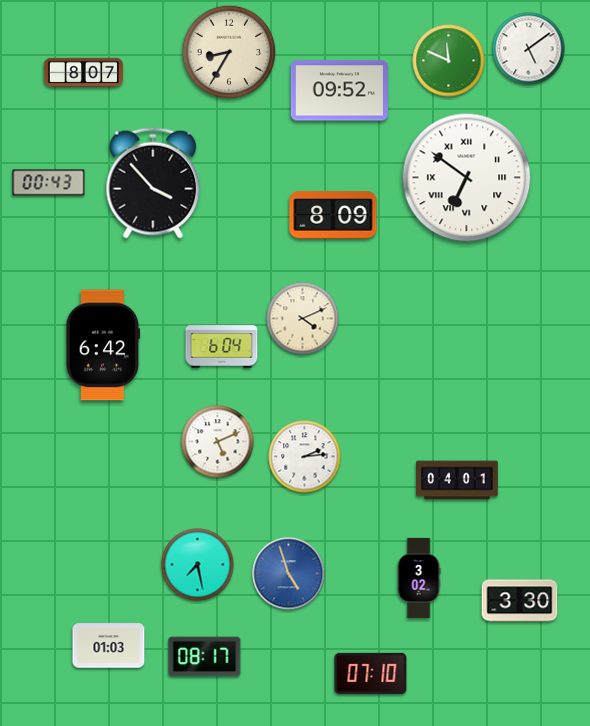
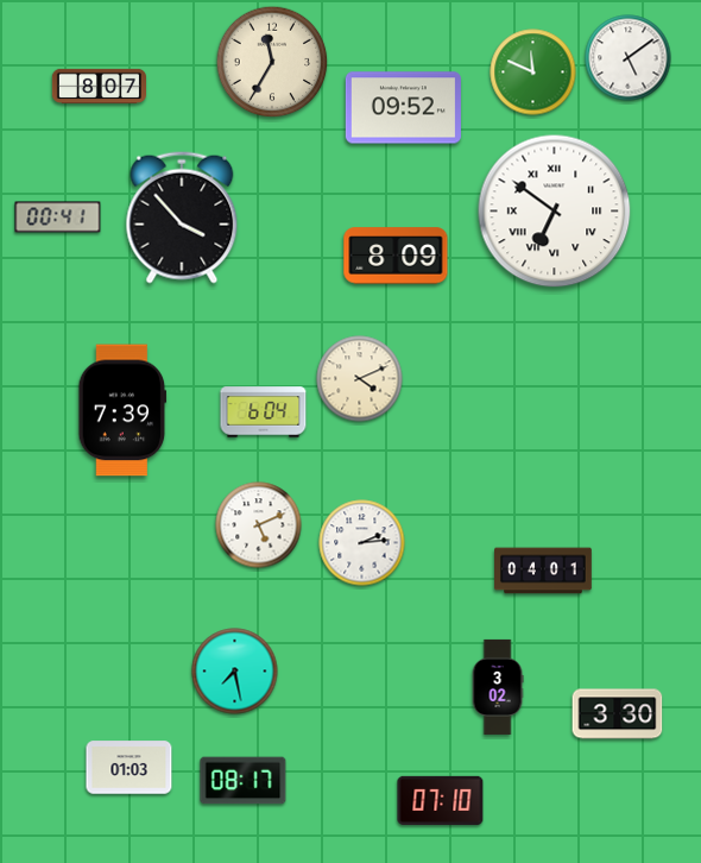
clock at (229, 52): 8:35 -> 11:35
clock at (49, 183): 00:43 -> 00:41
clock at (103, 345): 6:42 -> 7:39
clock at (289, 574): 4:57 -> none
